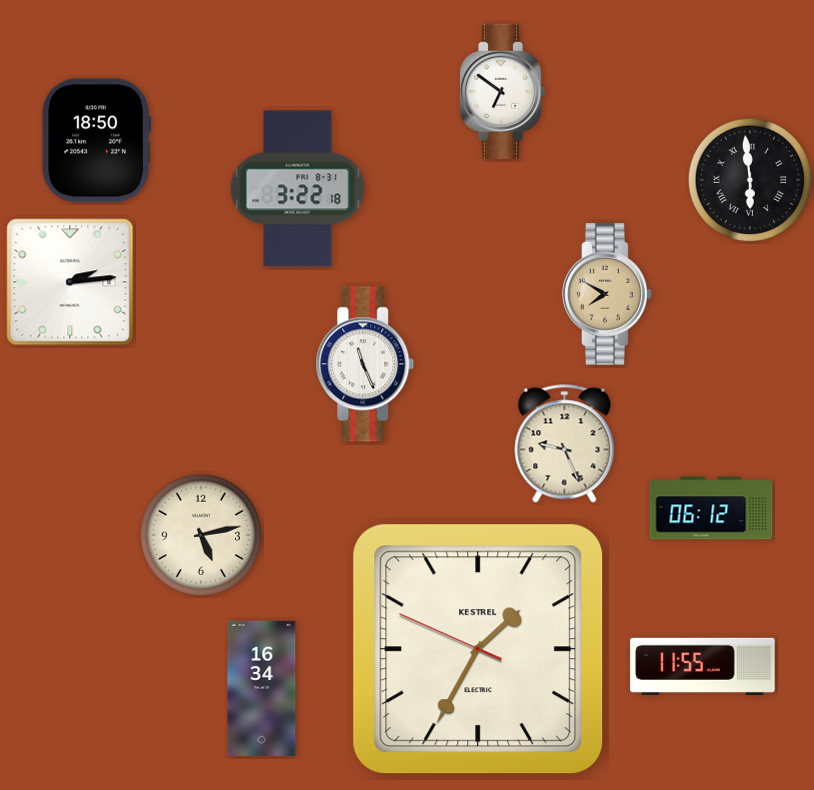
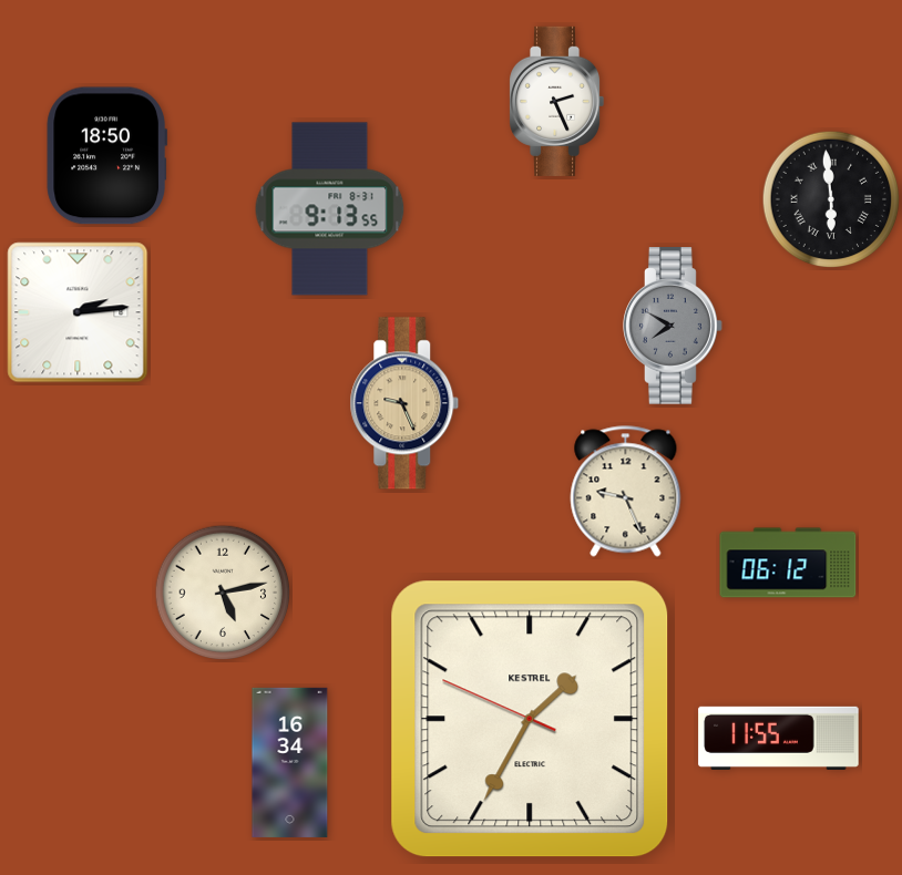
clock at (503, 91): 6:51 -> 2:26
clock at (298, 189): 3:22 -> 9:13
clock at (608, 295) dial: champagne -> grey
clock at (365, 364): 11:26 -> 9:26
clock at (365, 364) dial: white -> champagne
